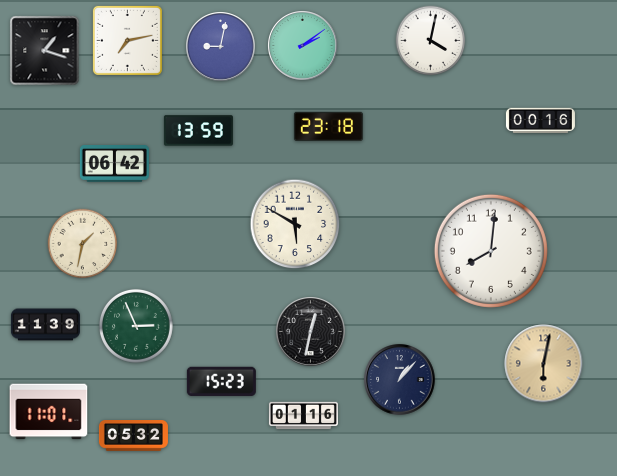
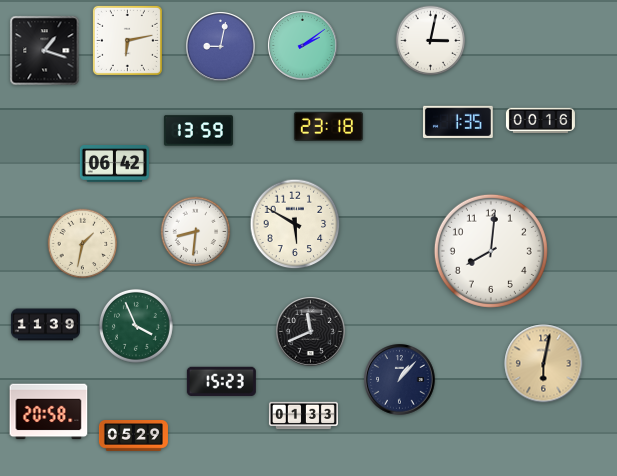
clock at (127, 40): 7:13 -> 6:13
clock at (431, 41): 4:02 -> 3:02
clock at (458, 121): none -> 1:35
clock at (196, 232): none -> 8:31
clock at (136, 326): 2:56 -> 3:56
clock at (311, 332): 12:32 -> 11:41
clock at (49, 412): 11:01 -> 20:58
clock at (303, 416): 01:16 -> 01:33
clock at (133, 436): 05:32 -> 05:29
